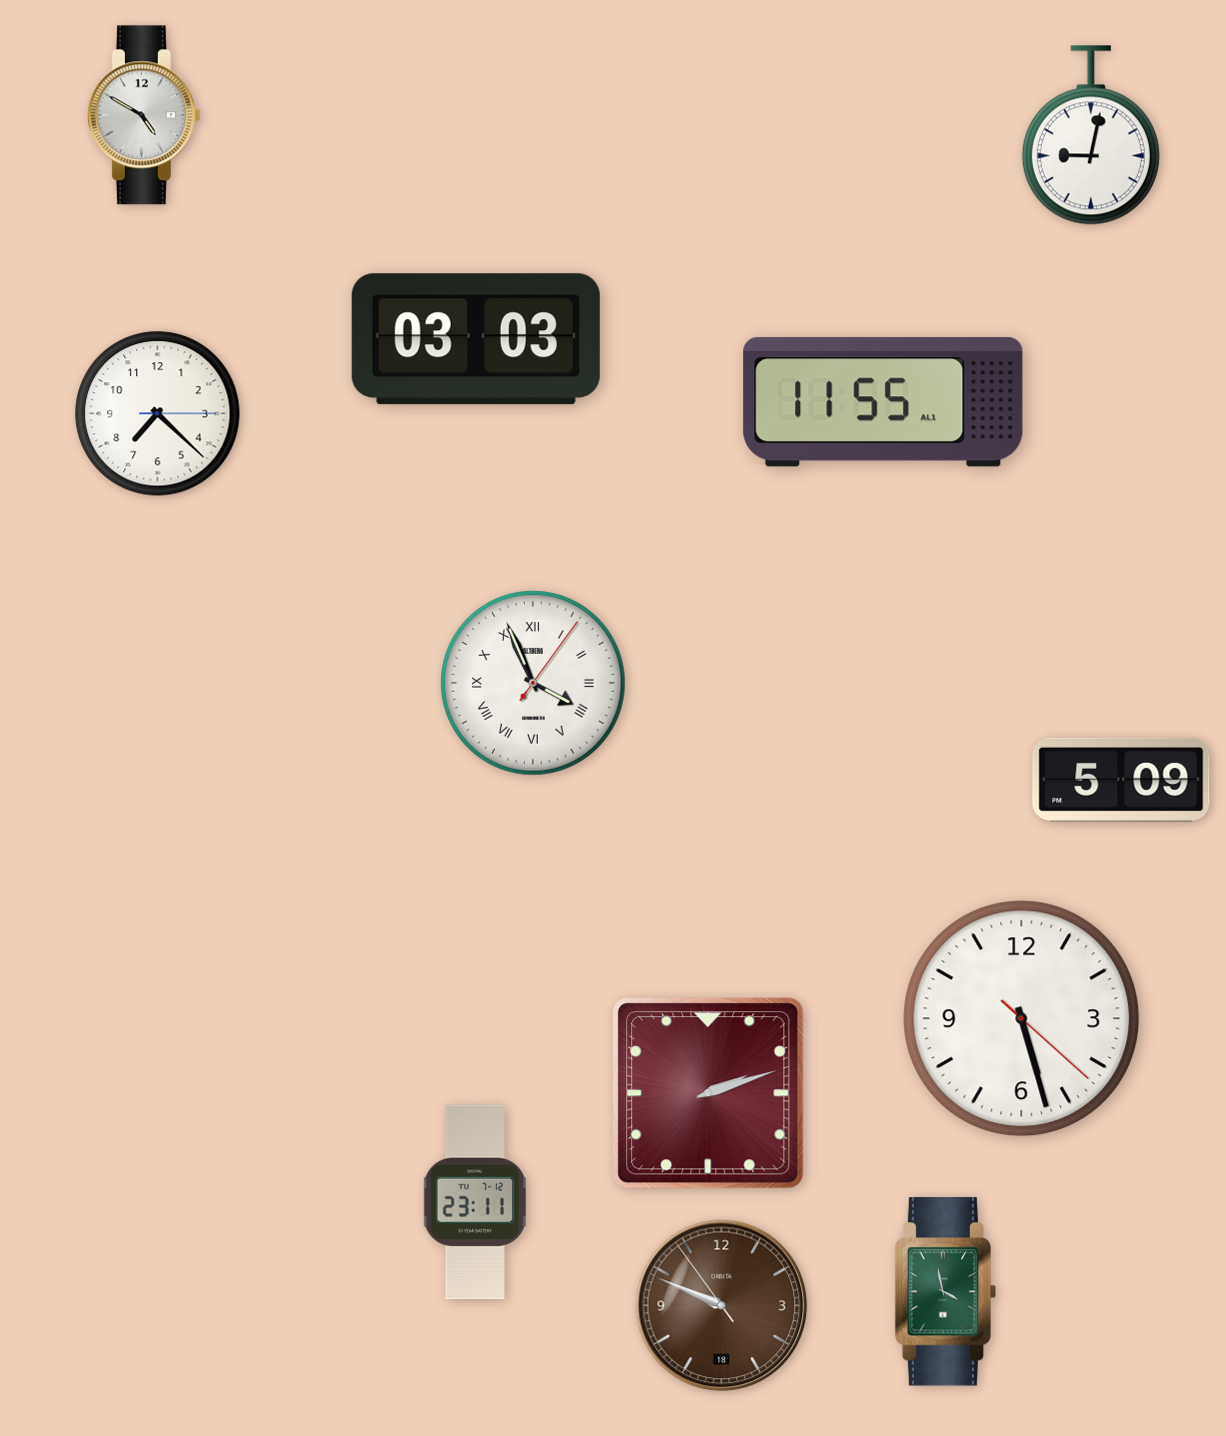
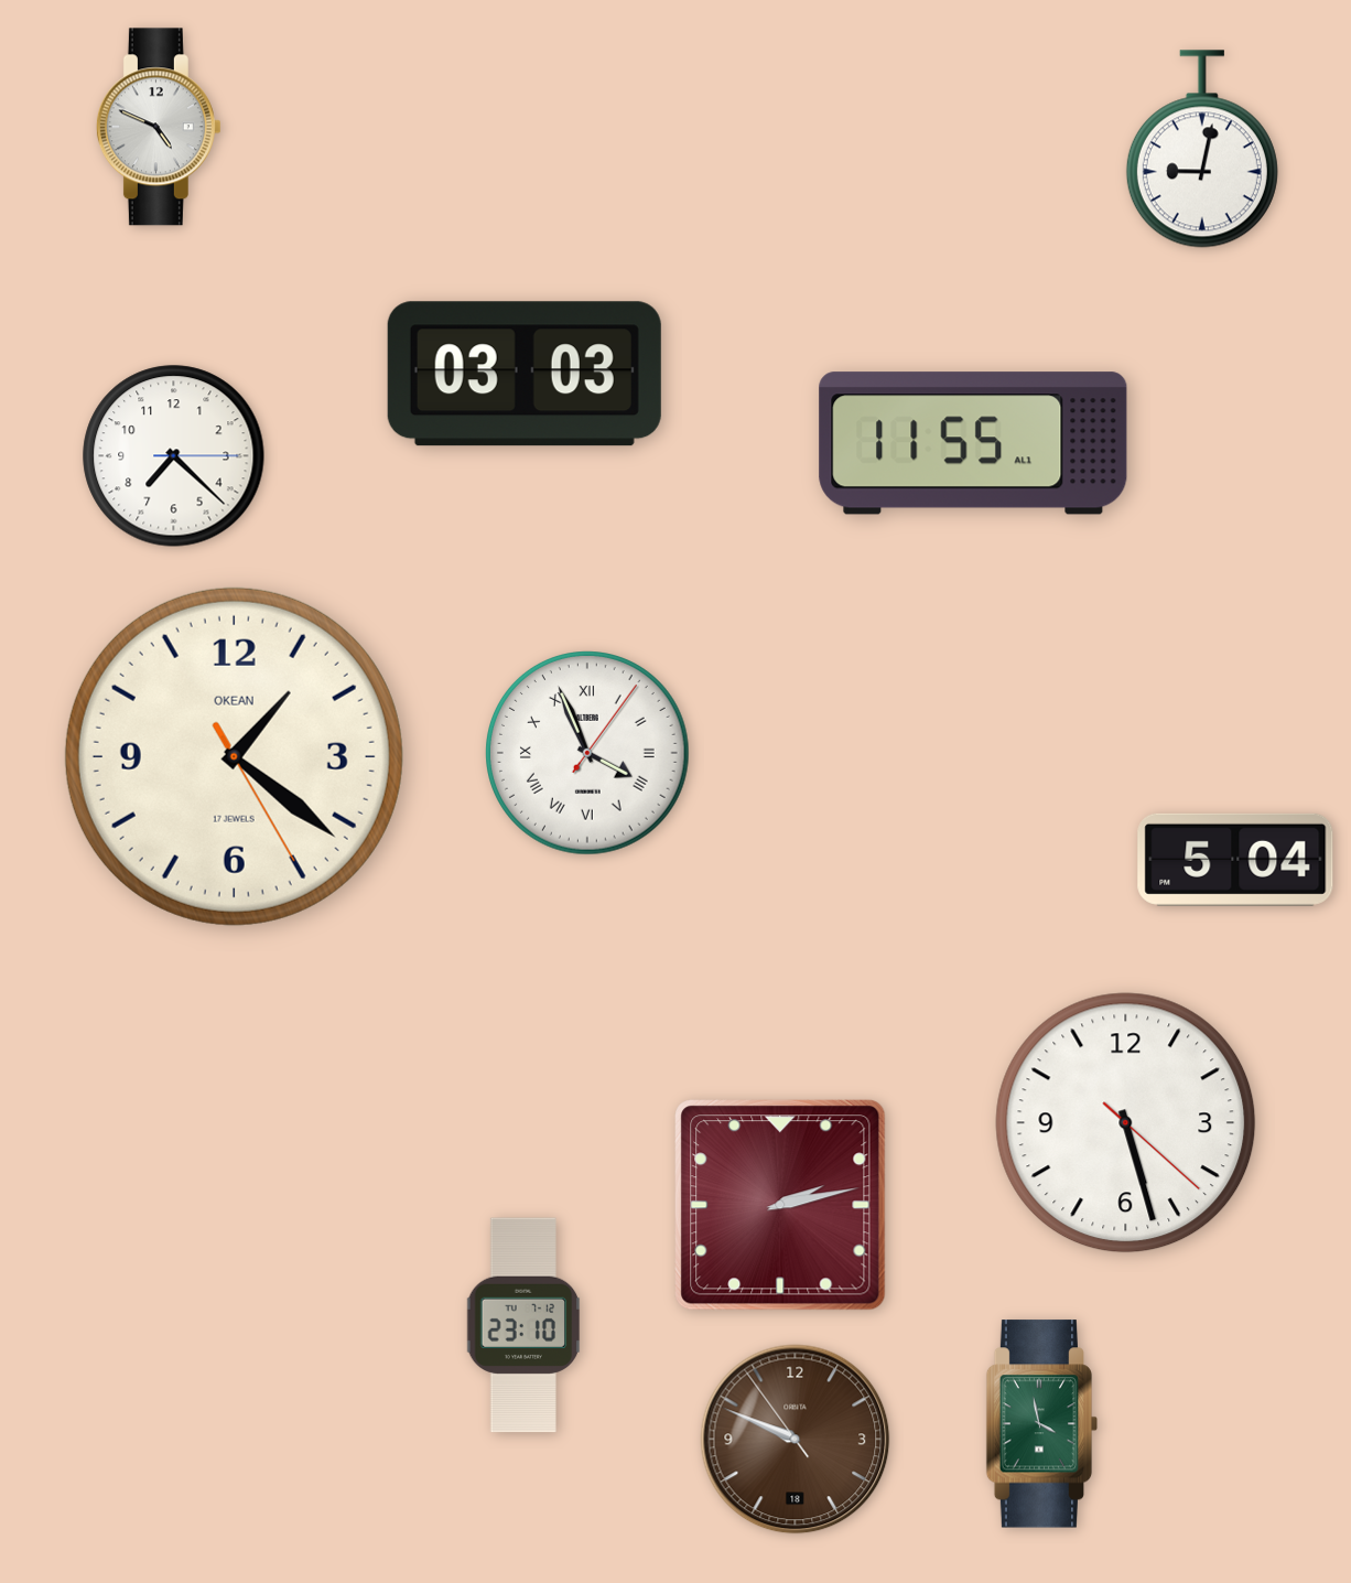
clock at (144, 115): 4:50 -> 4:49
clock at (234, 756): none -> 1:21
clock at (1121, 780): 5:09 -> 5:04
clock at (708, 1093): 2:12 -> 2:13
clock at (475, 1202): 23:11 -> 23:10
